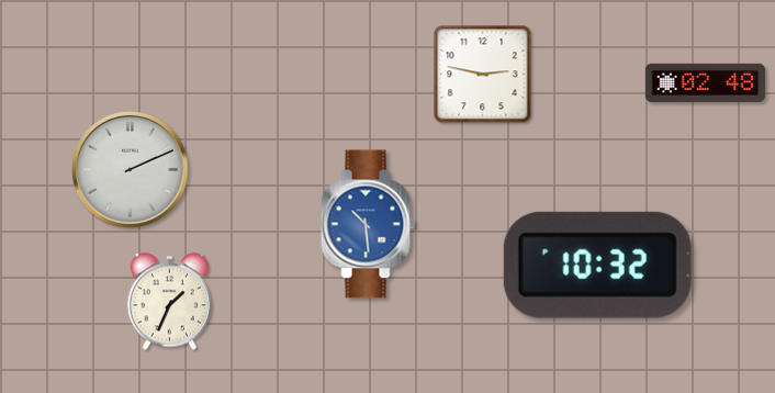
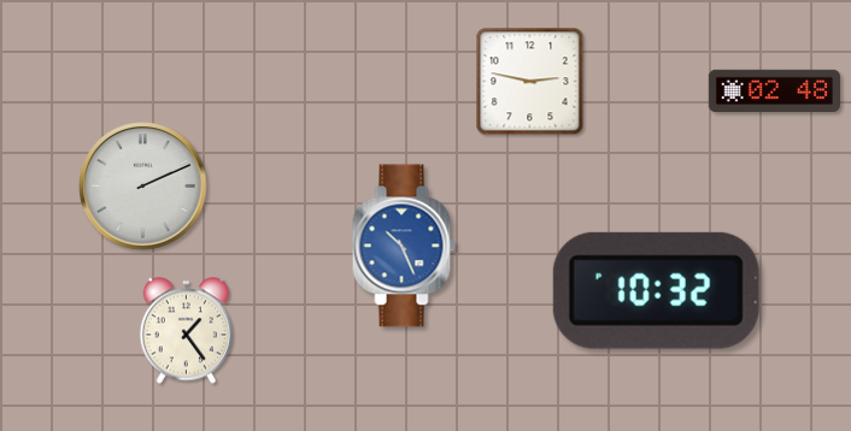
clock at (368, 224): 10:29 -> 10:26
clock at (169, 302): 1:34 -> 1:24
